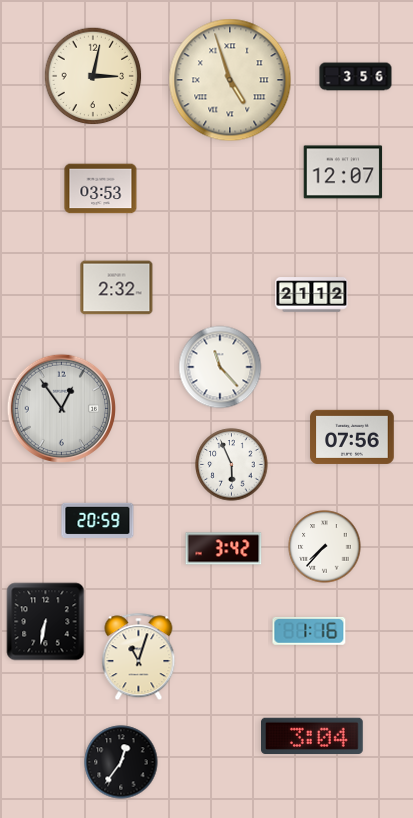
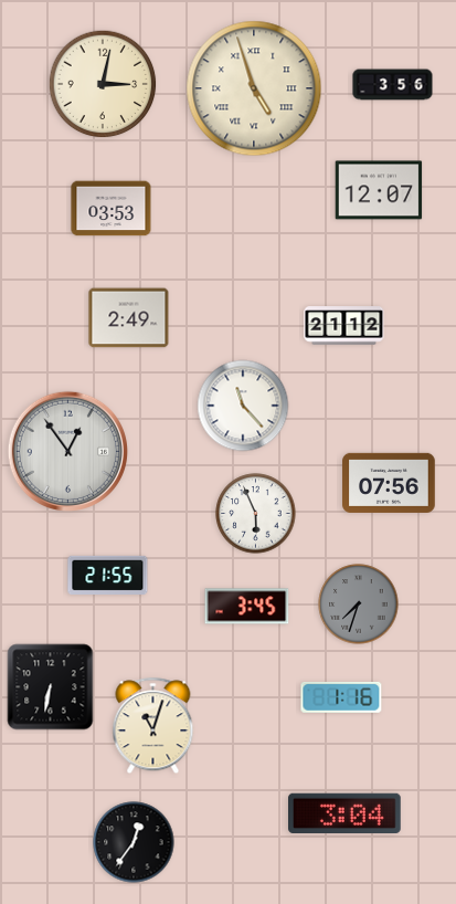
clock at (117, 288): 2:32 -> 2:49
clock at (98, 520): 20:59 -> 21:55
clock at (325, 547): 7:37 -> 7:33
clock at (325, 547) dial: white -> grey
clock at (224, 549): 3:42 -> 3:45
